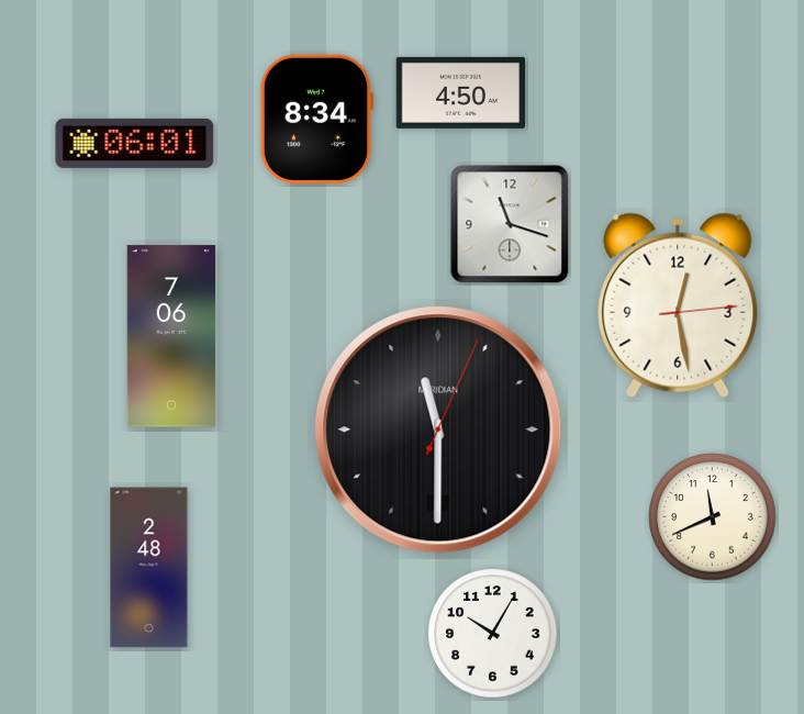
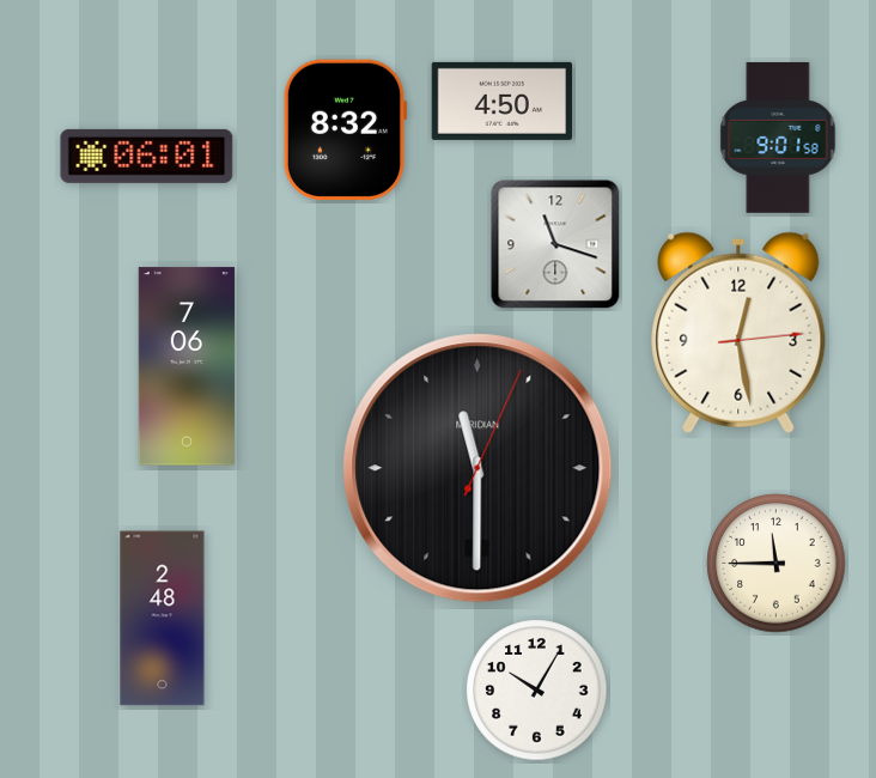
clock at (316, 119): 8:34 -> 8:32
clock at (778, 138): none -> 9:01
clock at (713, 517): 11:41 -> 11:45
